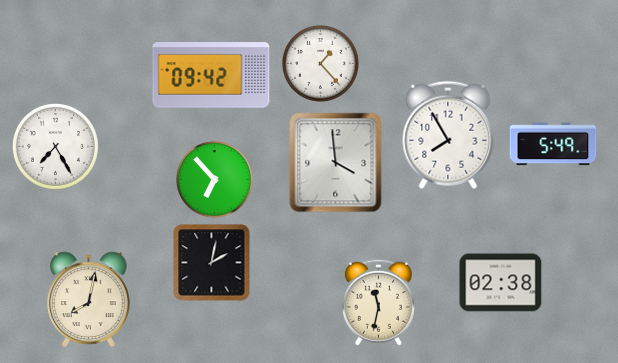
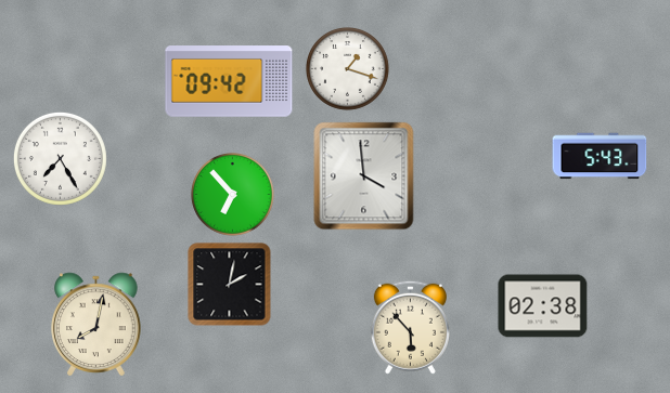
clock at (321, 64): 1:23 -> 1:18
clock at (448, 135): 7:55 -> none
clock at (553, 144): 5:49 -> 5:43
clock at (378, 302): 11:32 -> 5:53
